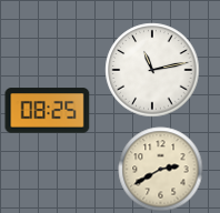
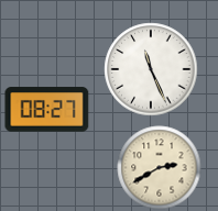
clock at (152, 70): 11:13 -> 11:26
clock at (48, 111): 08:25 -> 08:27
